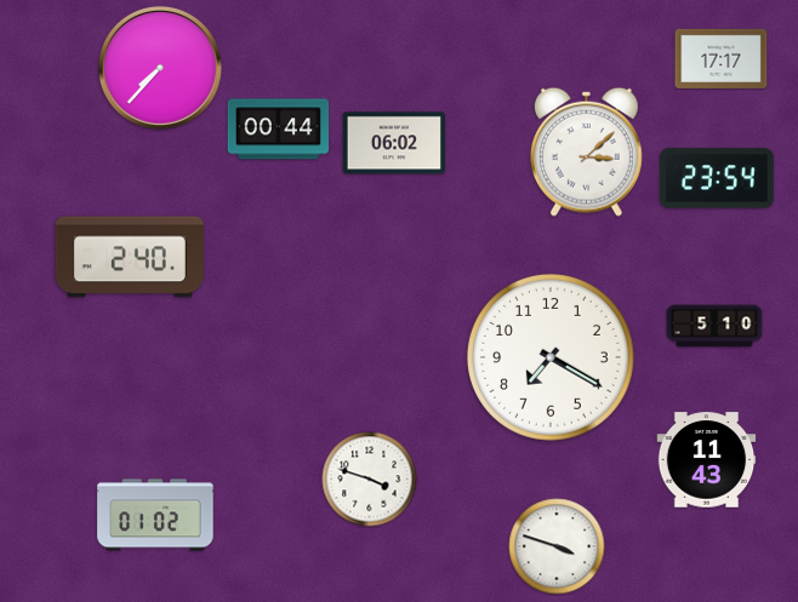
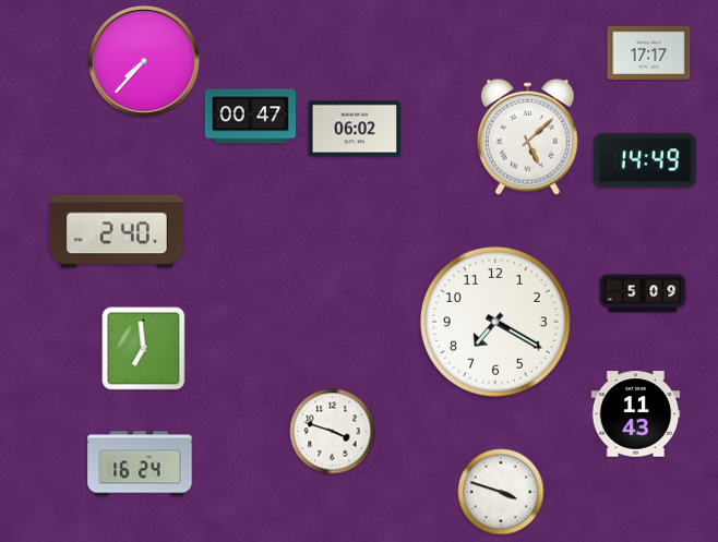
clock at (279, 130): 00:44 -> 00:47
clock at (586, 151): 3:08 -> 5:08
clock at (717, 178): 23:54 -> 14:49
clock at (714, 326): 5:10 -> 5:09
clock at (144, 349): none -> 6:59
clock at (155, 515): 01:02 -> 16:24
